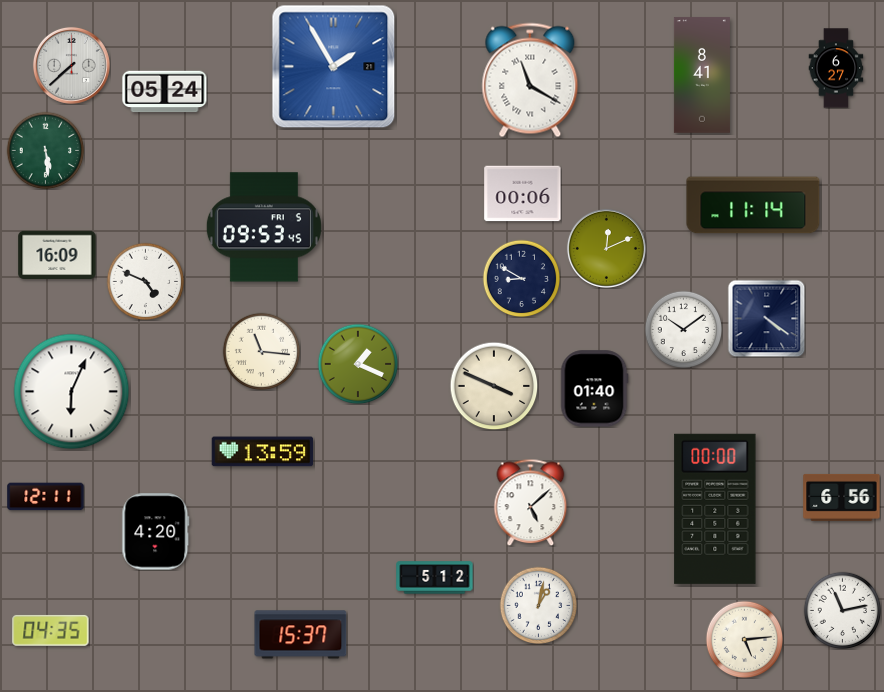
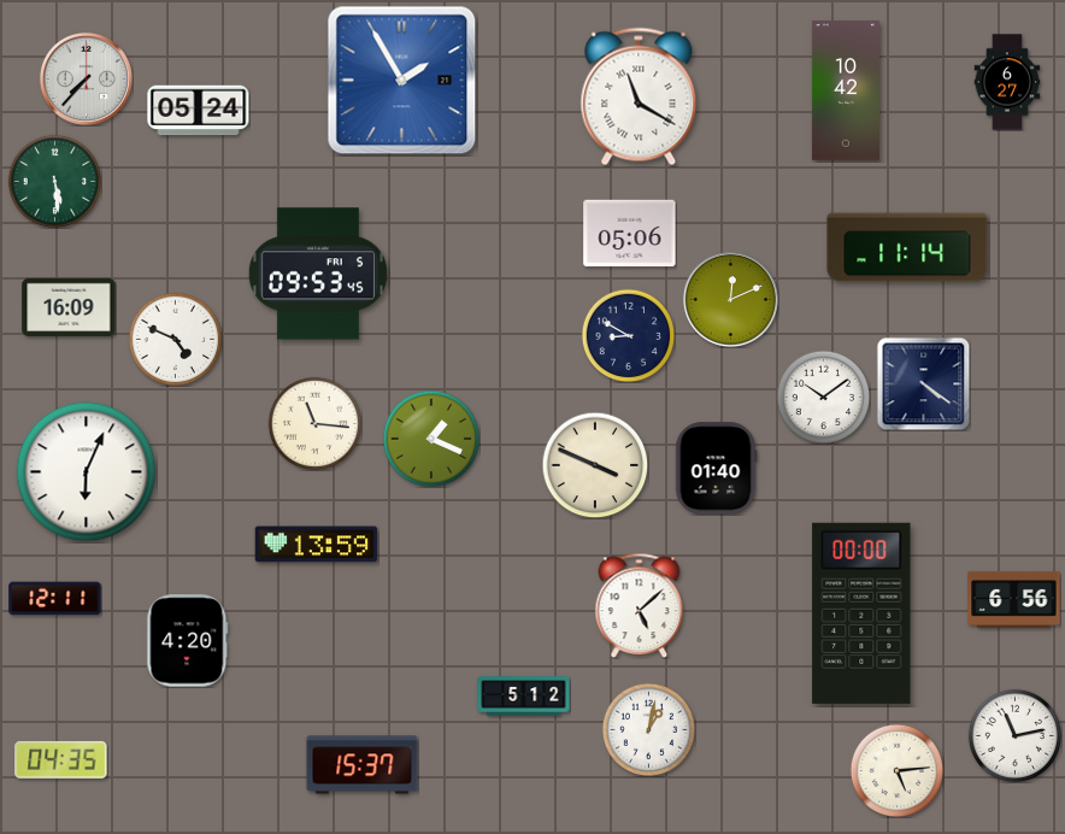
clock at (71, 65): 7:38 -> 7:37
clock at (702, 75): 8:41 -> 10:42
clock at (523, 194): 00:06 -> 05:06
